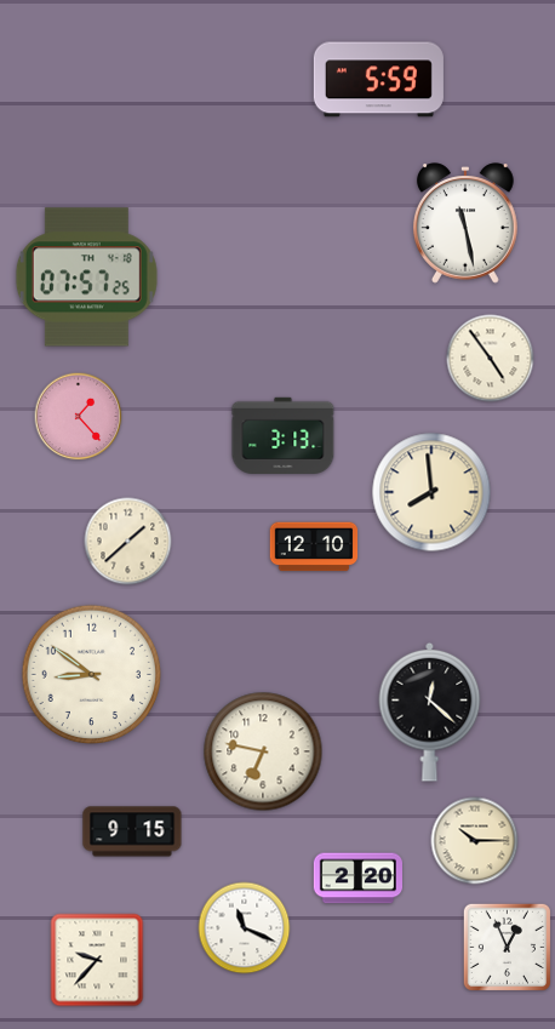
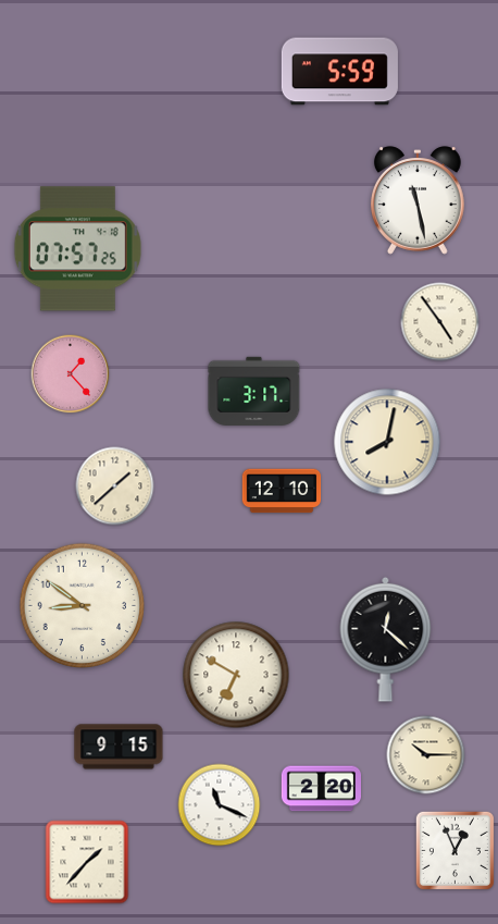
clock at (284, 435): 3:13 -> 3:17
clock at (431, 492): 7:59 -> 8:02
clock at (263, 751): 6:47 -> 6:50
clock at (245, 928) position: (245, 928) -> (220, 805)
clock at (97, 960): 9:37 -> 1:37
